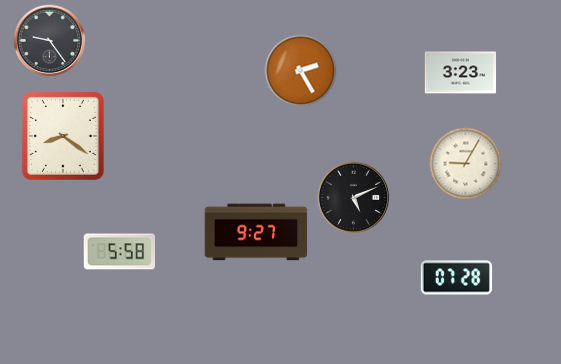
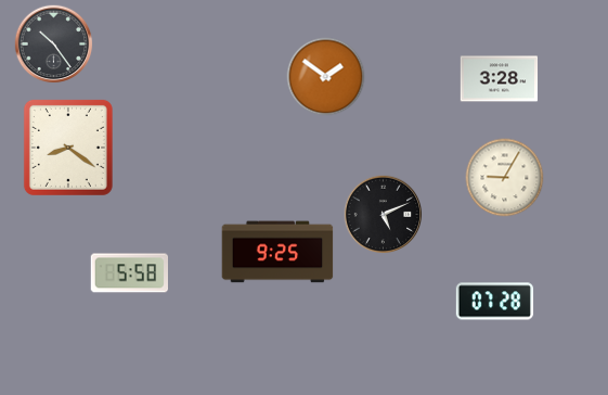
clock at (50, 41): 9:24 -> 10:24
clock at (301, 71): 2:25 -> 1:51
clock at (461, 73): 3:23 -> 3:28
clock at (256, 232): 9:27 -> 9:25
